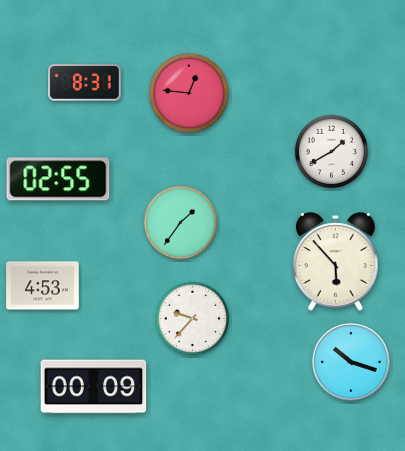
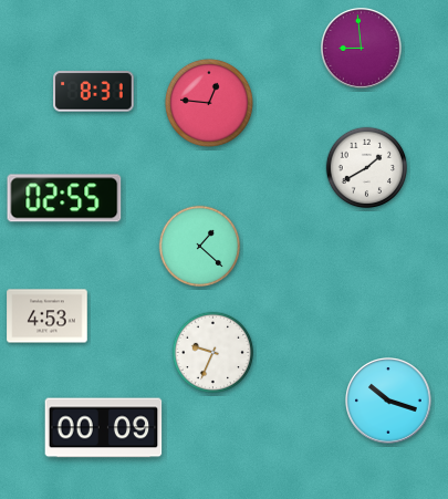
clock at (362, 49): none -> 8:59
clock at (181, 223): 1:36 -> 1:22
clock at (336, 262): 5:53 -> none
clock at (193, 319): 9:37 -> 9:34
